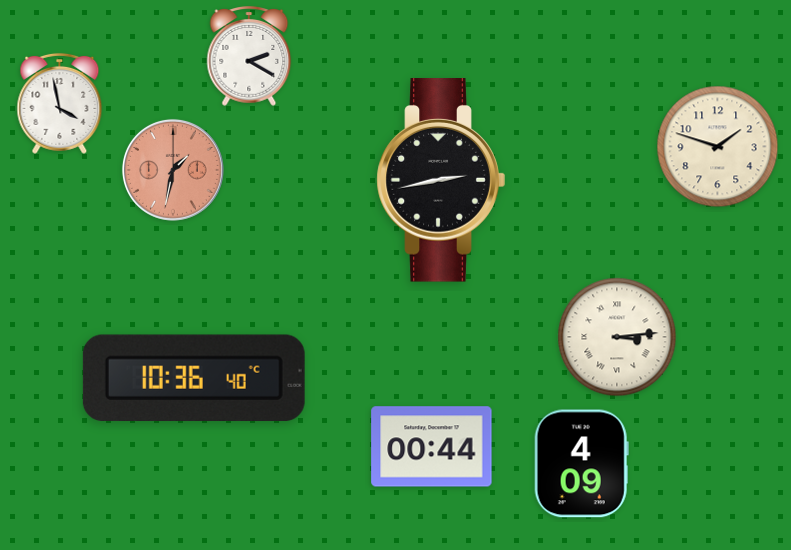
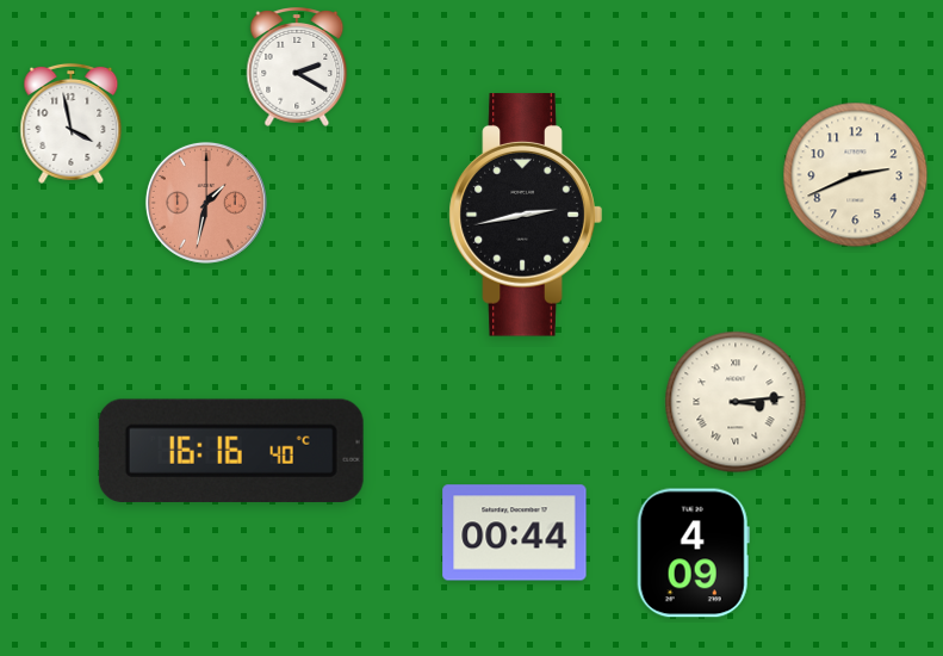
clock at (718, 147): 1:48 -> 2:41
clock at (194, 378): 10:36 -> 16:16
